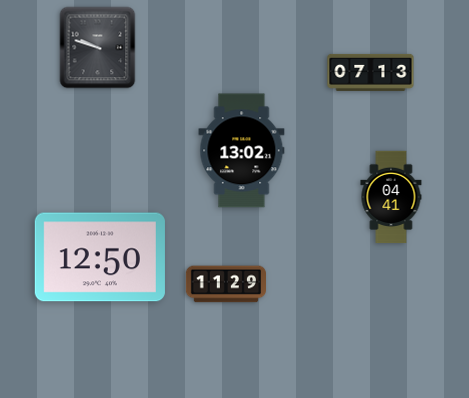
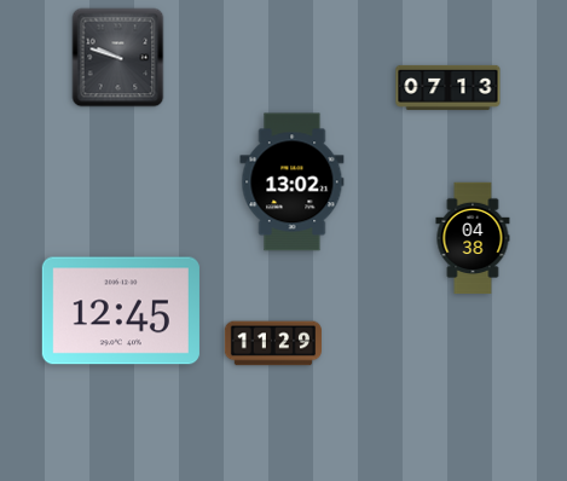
clock at (391, 197): 04:41 -> 04:38
clock at (100, 257): 12:50 -> 12:45
